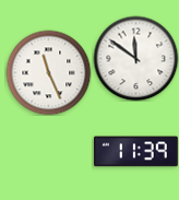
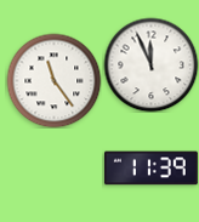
clock at (135, 58): 11:51 -> 11:56
clock at (48, 72): 11:26 -> 11:24
